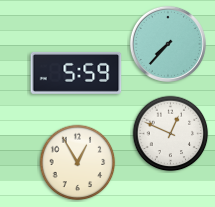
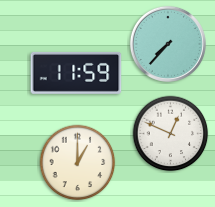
clock at (76, 73): 5:59 -> 11:59
clock at (78, 163): 12:55 -> 1:00
